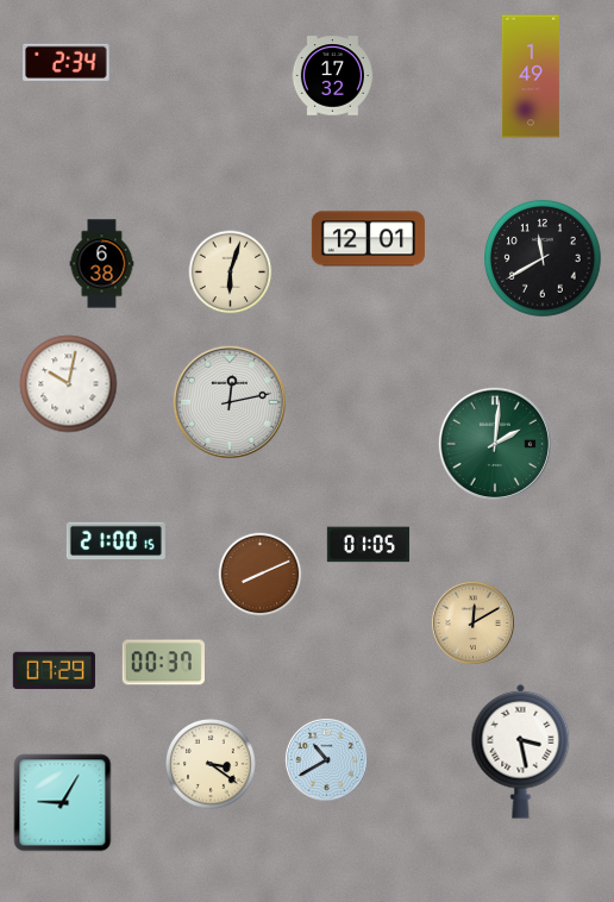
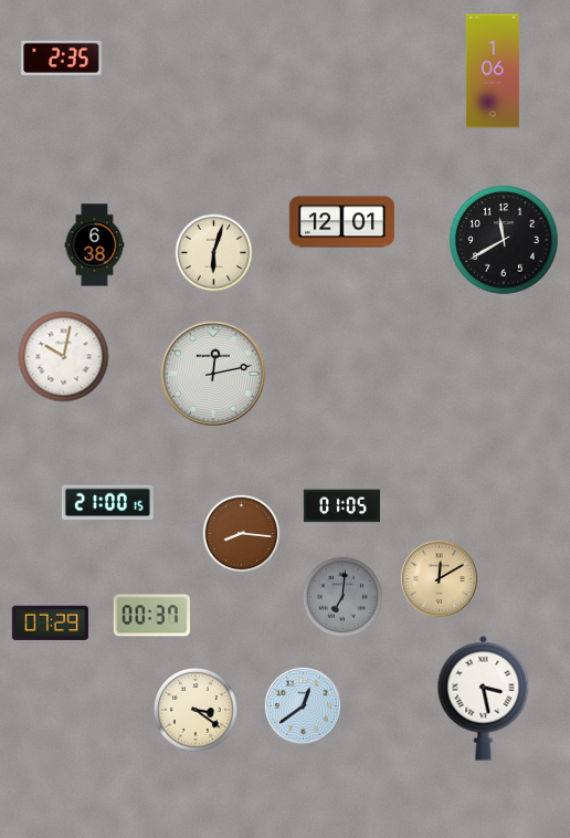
clock at (67, 62): 2:34 -> 2:35
clock at (332, 76): 17:32 -> none
clock at (531, 76): 1:49 -> 1:06
clock at (495, 443): 2:01 -> none
clock at (261, 575): 8:11 -> 8:16
clock at (342, 597): none -> 7:01
clock at (326, 759): 10:40 -> 12:39
clock at (63, 803): 9:05 -> none
